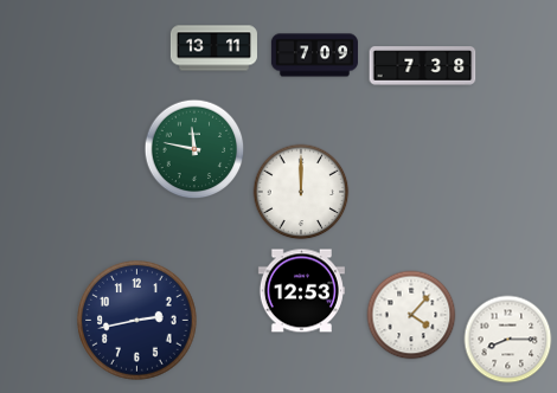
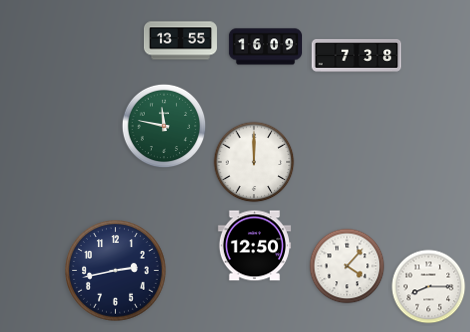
clock at (213, 49): 13:11 -> 13:55
clock at (314, 56): 7:09 -> 16:09
clock at (301, 291): 12:53 -> 12:50
